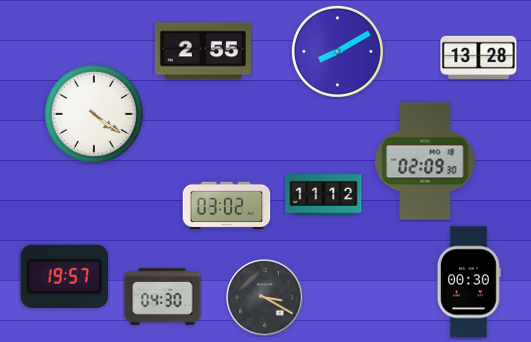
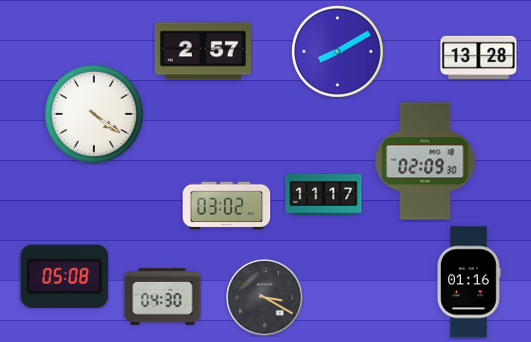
clock at (203, 51): 2:55 -> 2:57
clock at (324, 195): 11:12 -> 11:17
clock at (65, 276): 19:57 -> 05:08
clock at (469, 282): 00:30 -> 01:16
